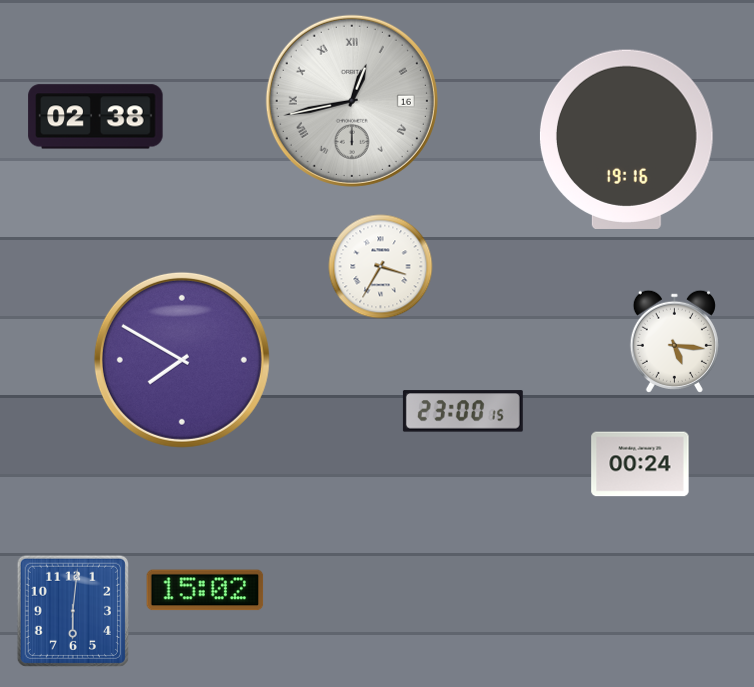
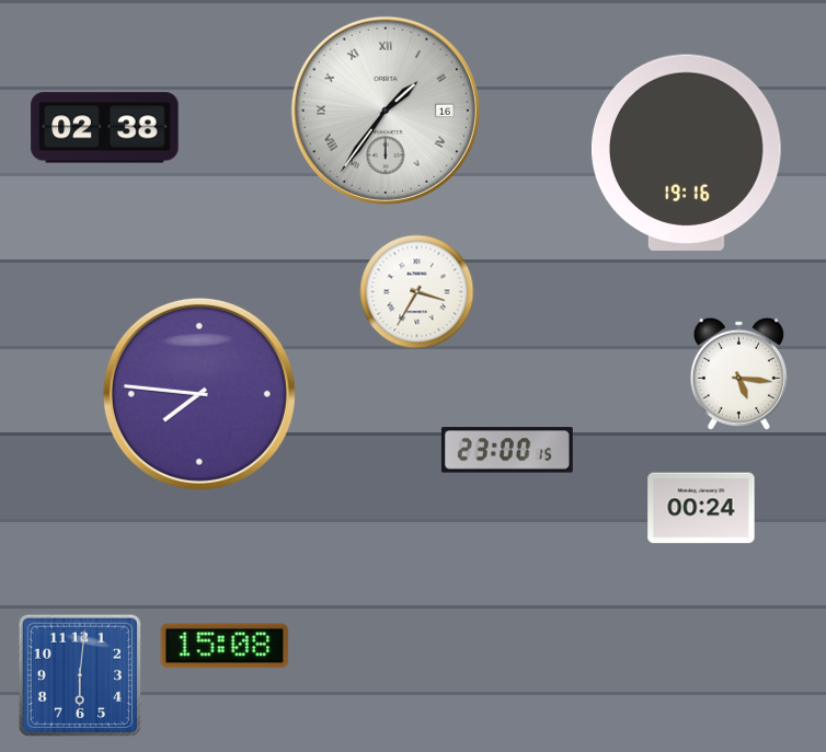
clock at (352, 101): 12:43 -> 1:36
clock at (182, 360): 7:50 -> 7:46
clock at (205, 590): 15:02 -> 15:08
clock at (73, 611) position: (73, 611) -> (80, 675)
